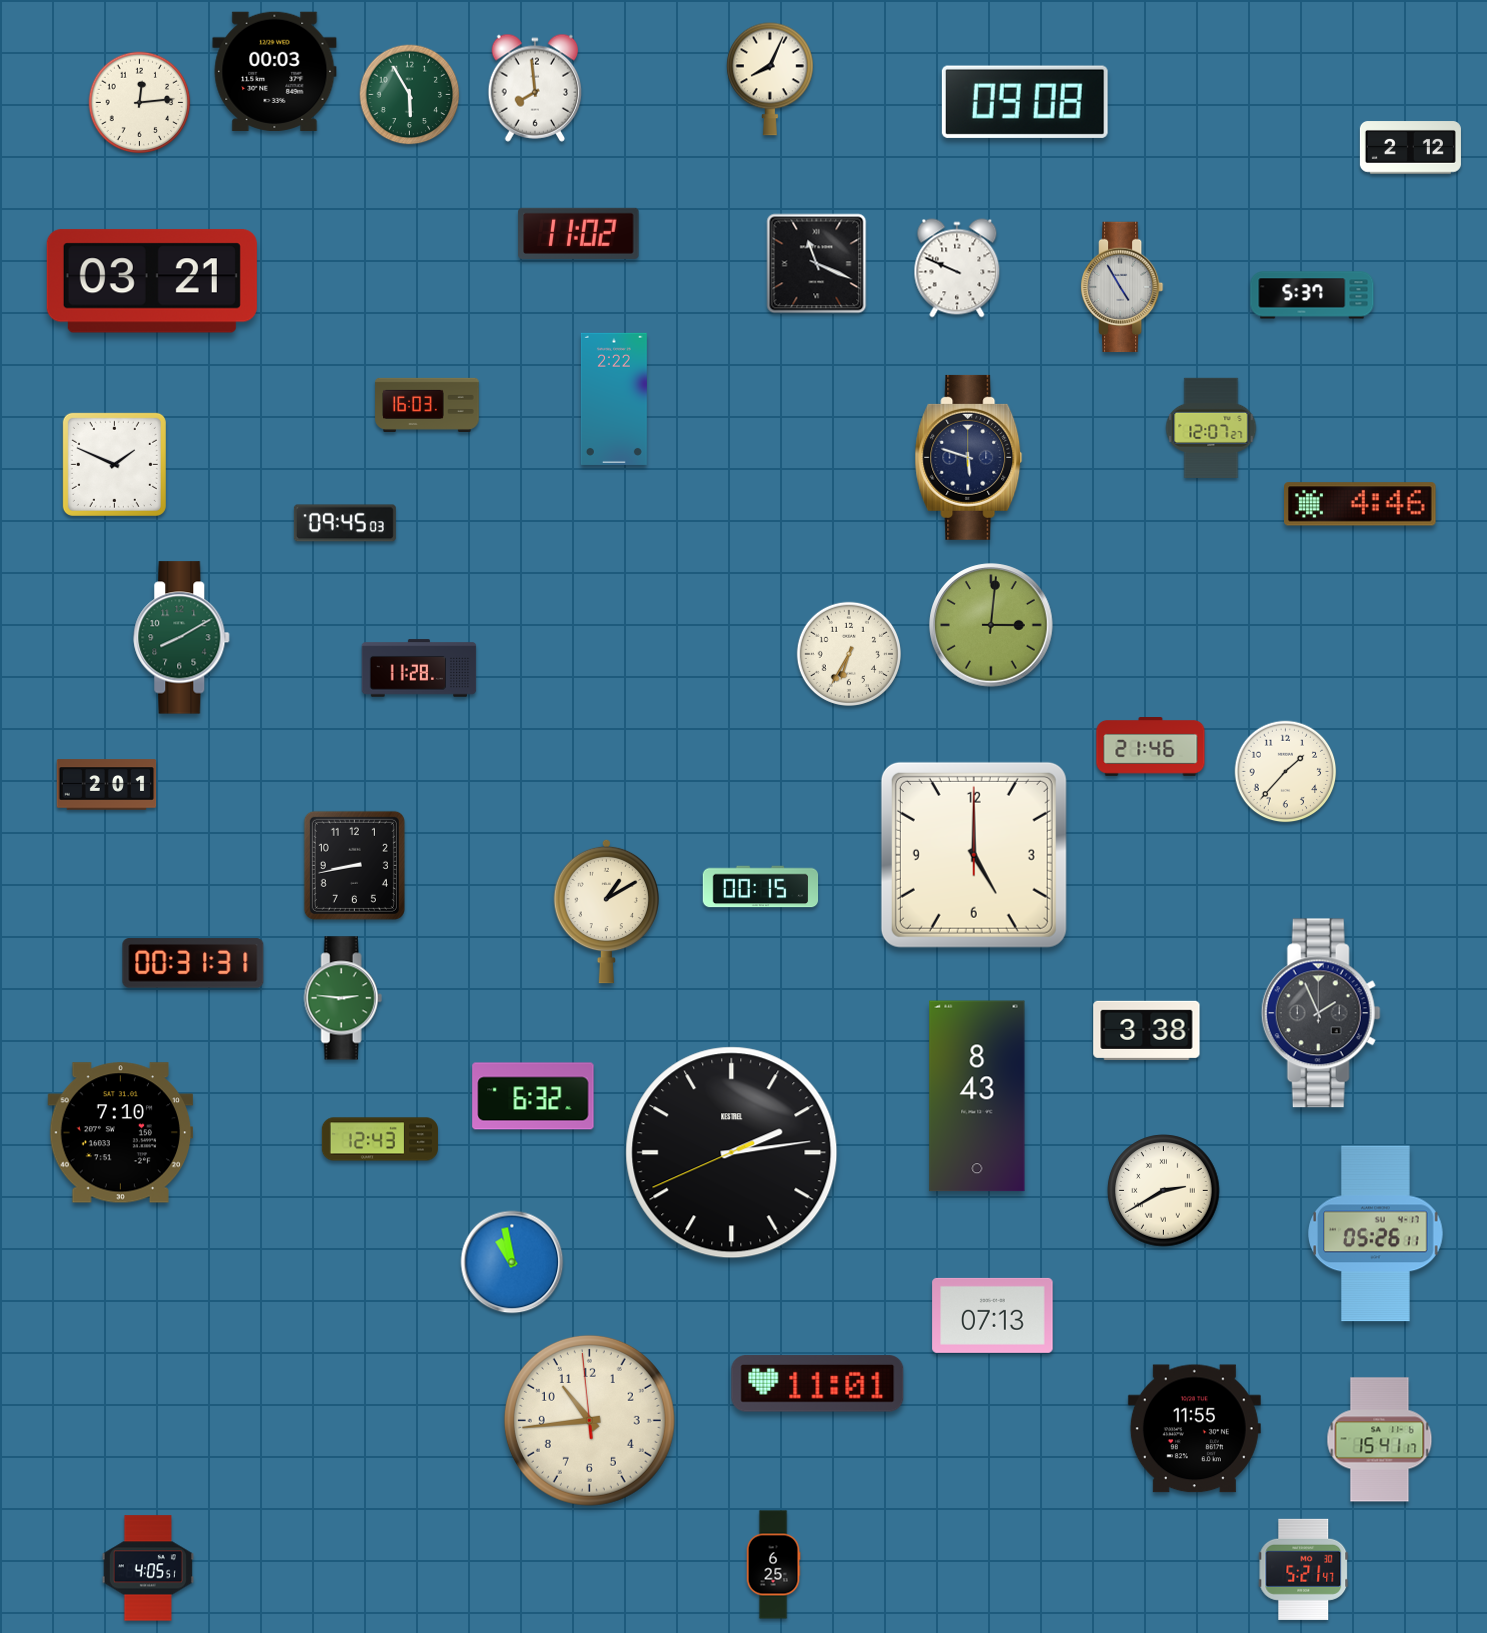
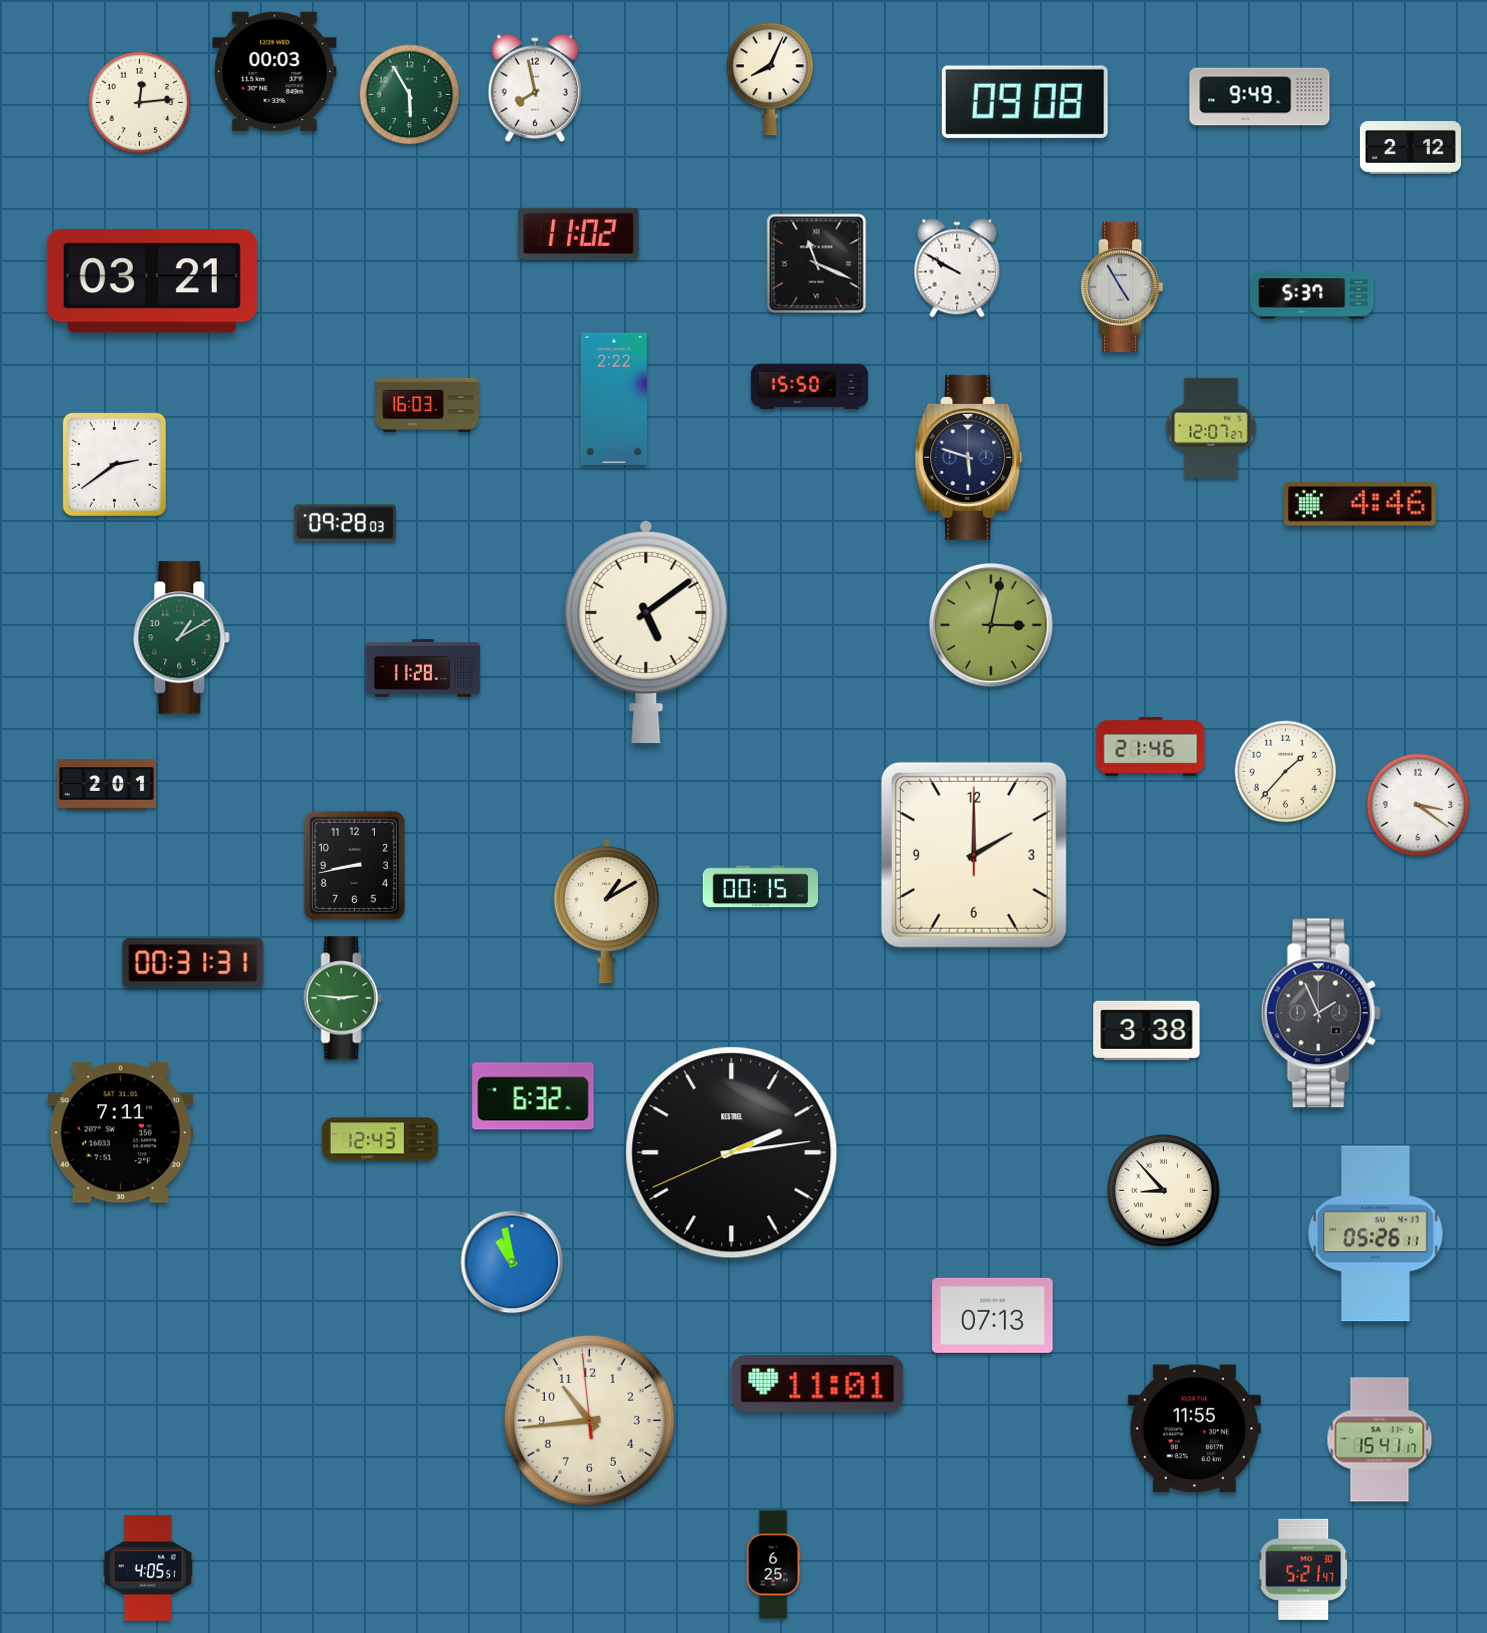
clock at (535, 88): 7:59 -> 7:58
clock at (1260, 97): none -> 9:49
clock at (957, 268): 9:49 -> 9:50
clock at (809, 387): none -> 15:50
clock at (114, 464): 1:49 -> 2:39
clock at (345, 523): 09:45 -> 09:28
clock at (991, 625): 3:01 -> 3:02
clock at (646, 632): none -> 5:09
clock at (182, 638): 8:10 -> 1:10
clock at (849, 654): 6:35 -> none
clock at (419, 668) position: (419, 668) -> (423, 668)
clock at (1418, 805): none -> 3:21
clock at (974, 855): 5:00 -> 2:00
clock at (977, 1096): 8:43 -> none
clock at (121, 1133): 7:10 -> 7:11
clock at (1164, 1191): 2:40 -> 8:53
